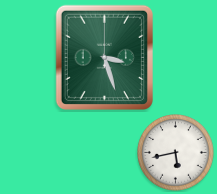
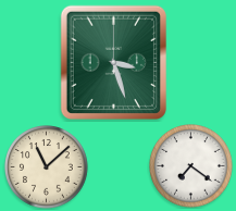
clock at (176, 153): 5:43 -> 7:21
clock at (47, 167): none -> 11:08
